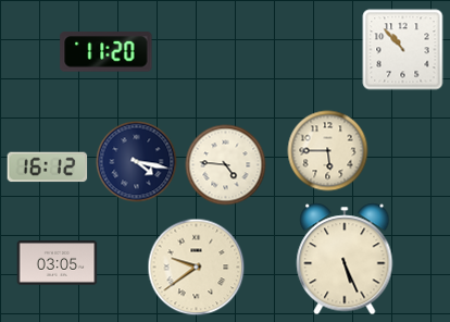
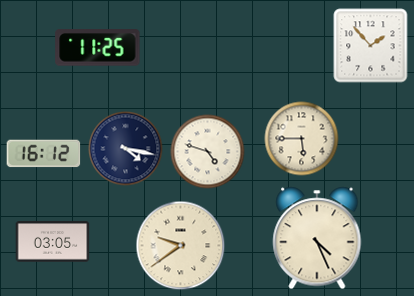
clock at (403, 50): 10:53 -> 1:53
clock at (107, 52): 11:20 -> 11:25
clock at (226, 165): 4:46 -> 4:48
clock at (345, 259): 5:26 -> 4:26
